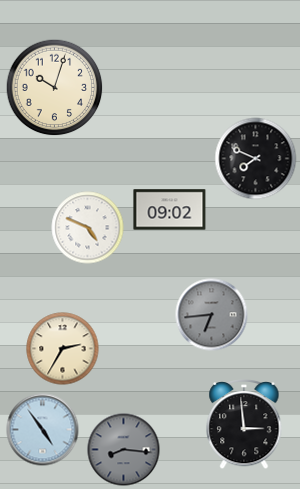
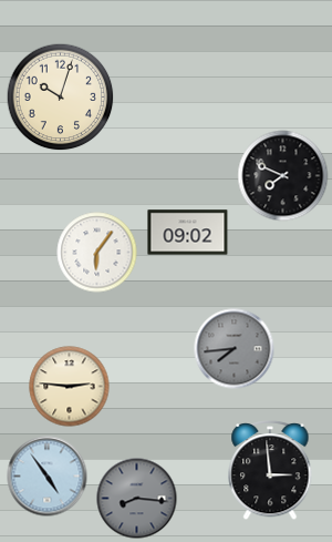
clock at (88, 228): 4:49 -> 6:06
clock at (212, 315): 6:44 -> 7:44
clock at (63, 349): 2:35 -> 2:46
